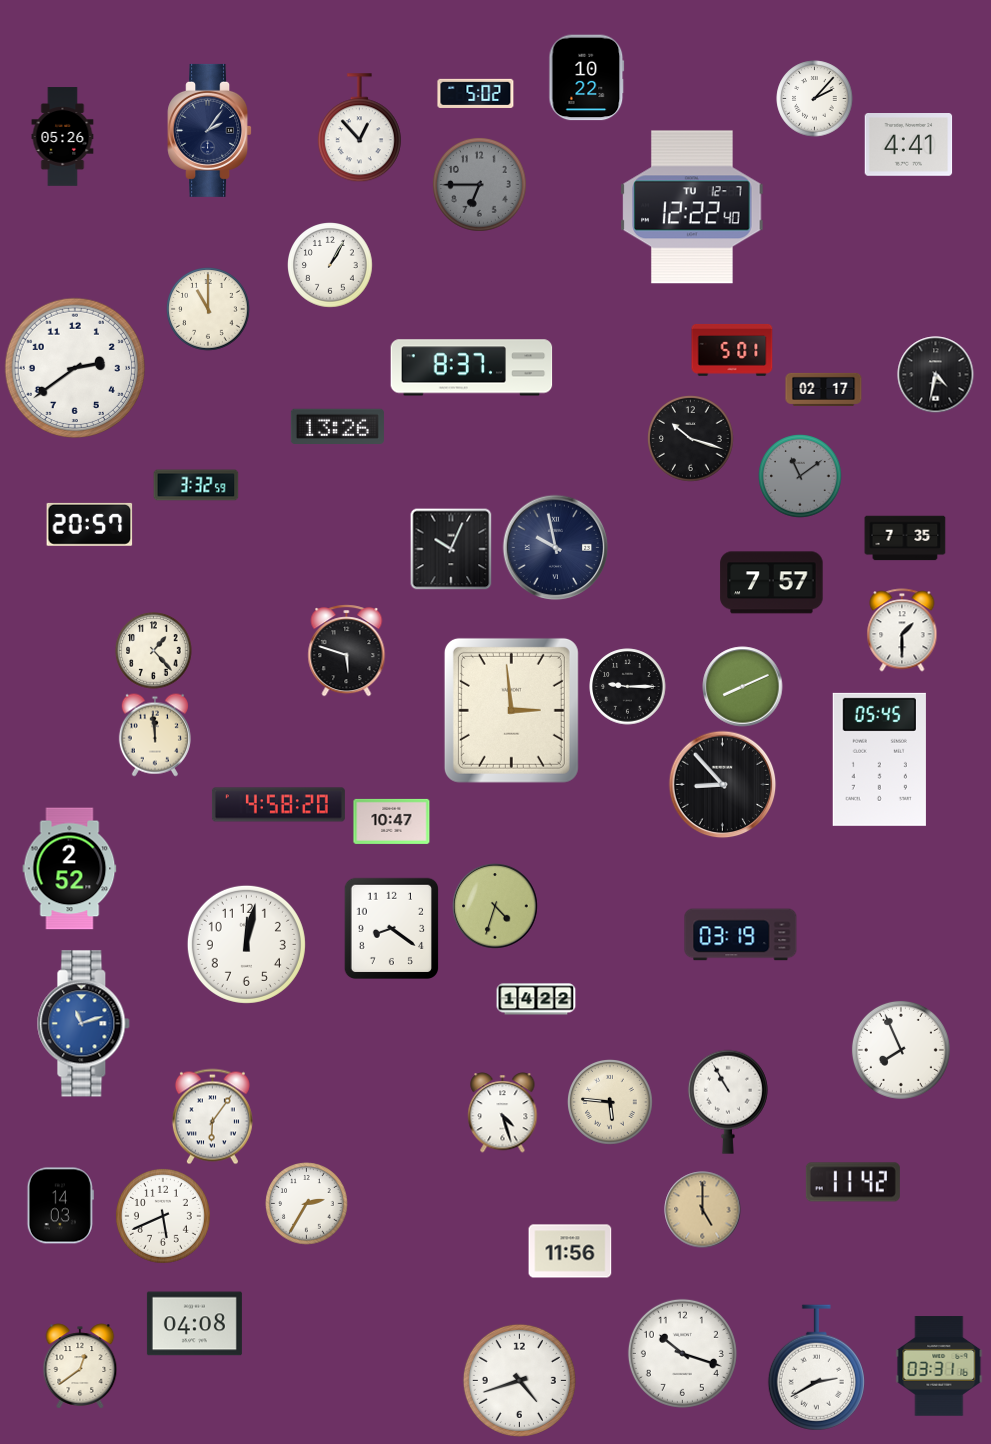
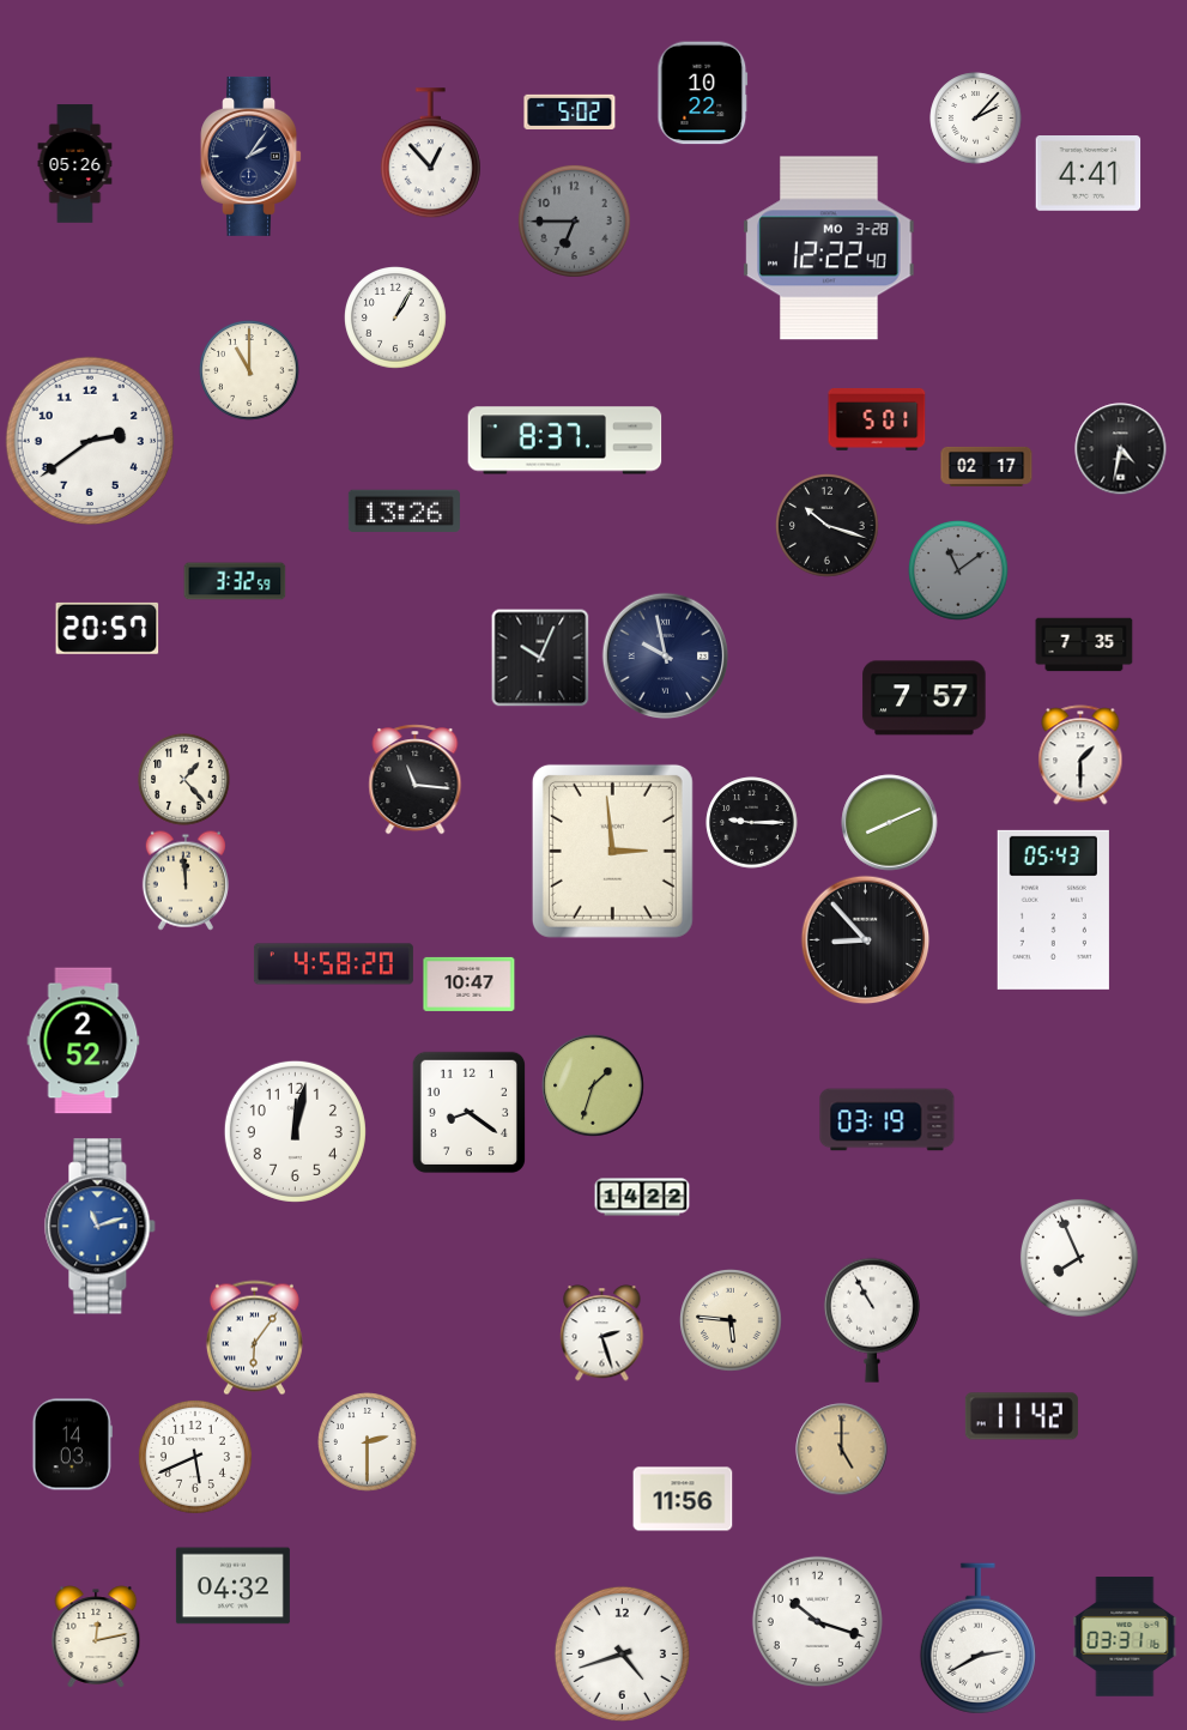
clock at (692, 207) date: TU 12-7 -> MO 3-28
clock at (347, 651): 5:48 -> 11:16
clock at (879, 759): 05:45 -> 05:43
clock at (495, 906): 4:33 -> 1:33
clock at (503, 1113): 4:27 -> 2:27
clock at (307, 1204): 2:35 -> 2:30
clock at (194, 1324): 04:08 -> 04:32
clock at (80, 1366): 12:39 -> 12:13
